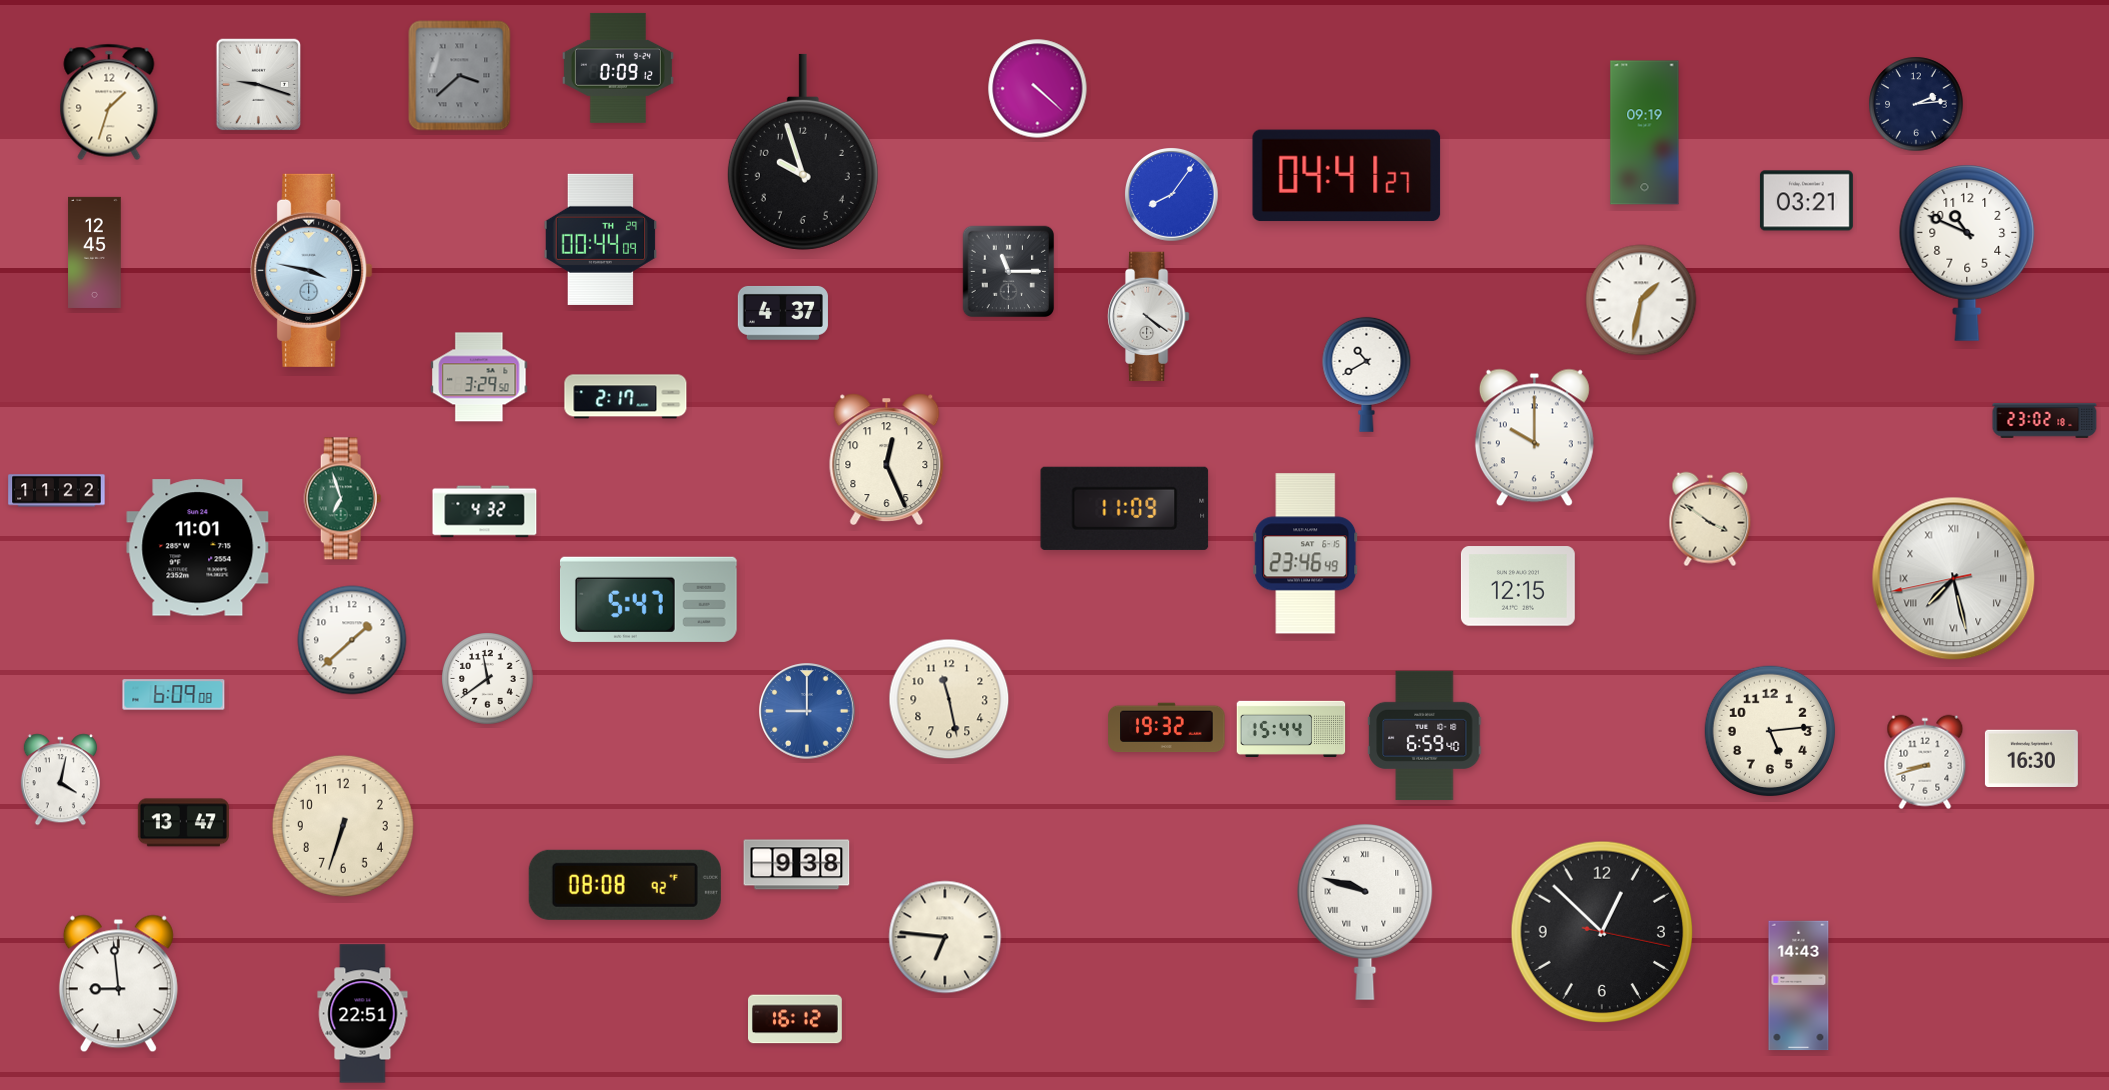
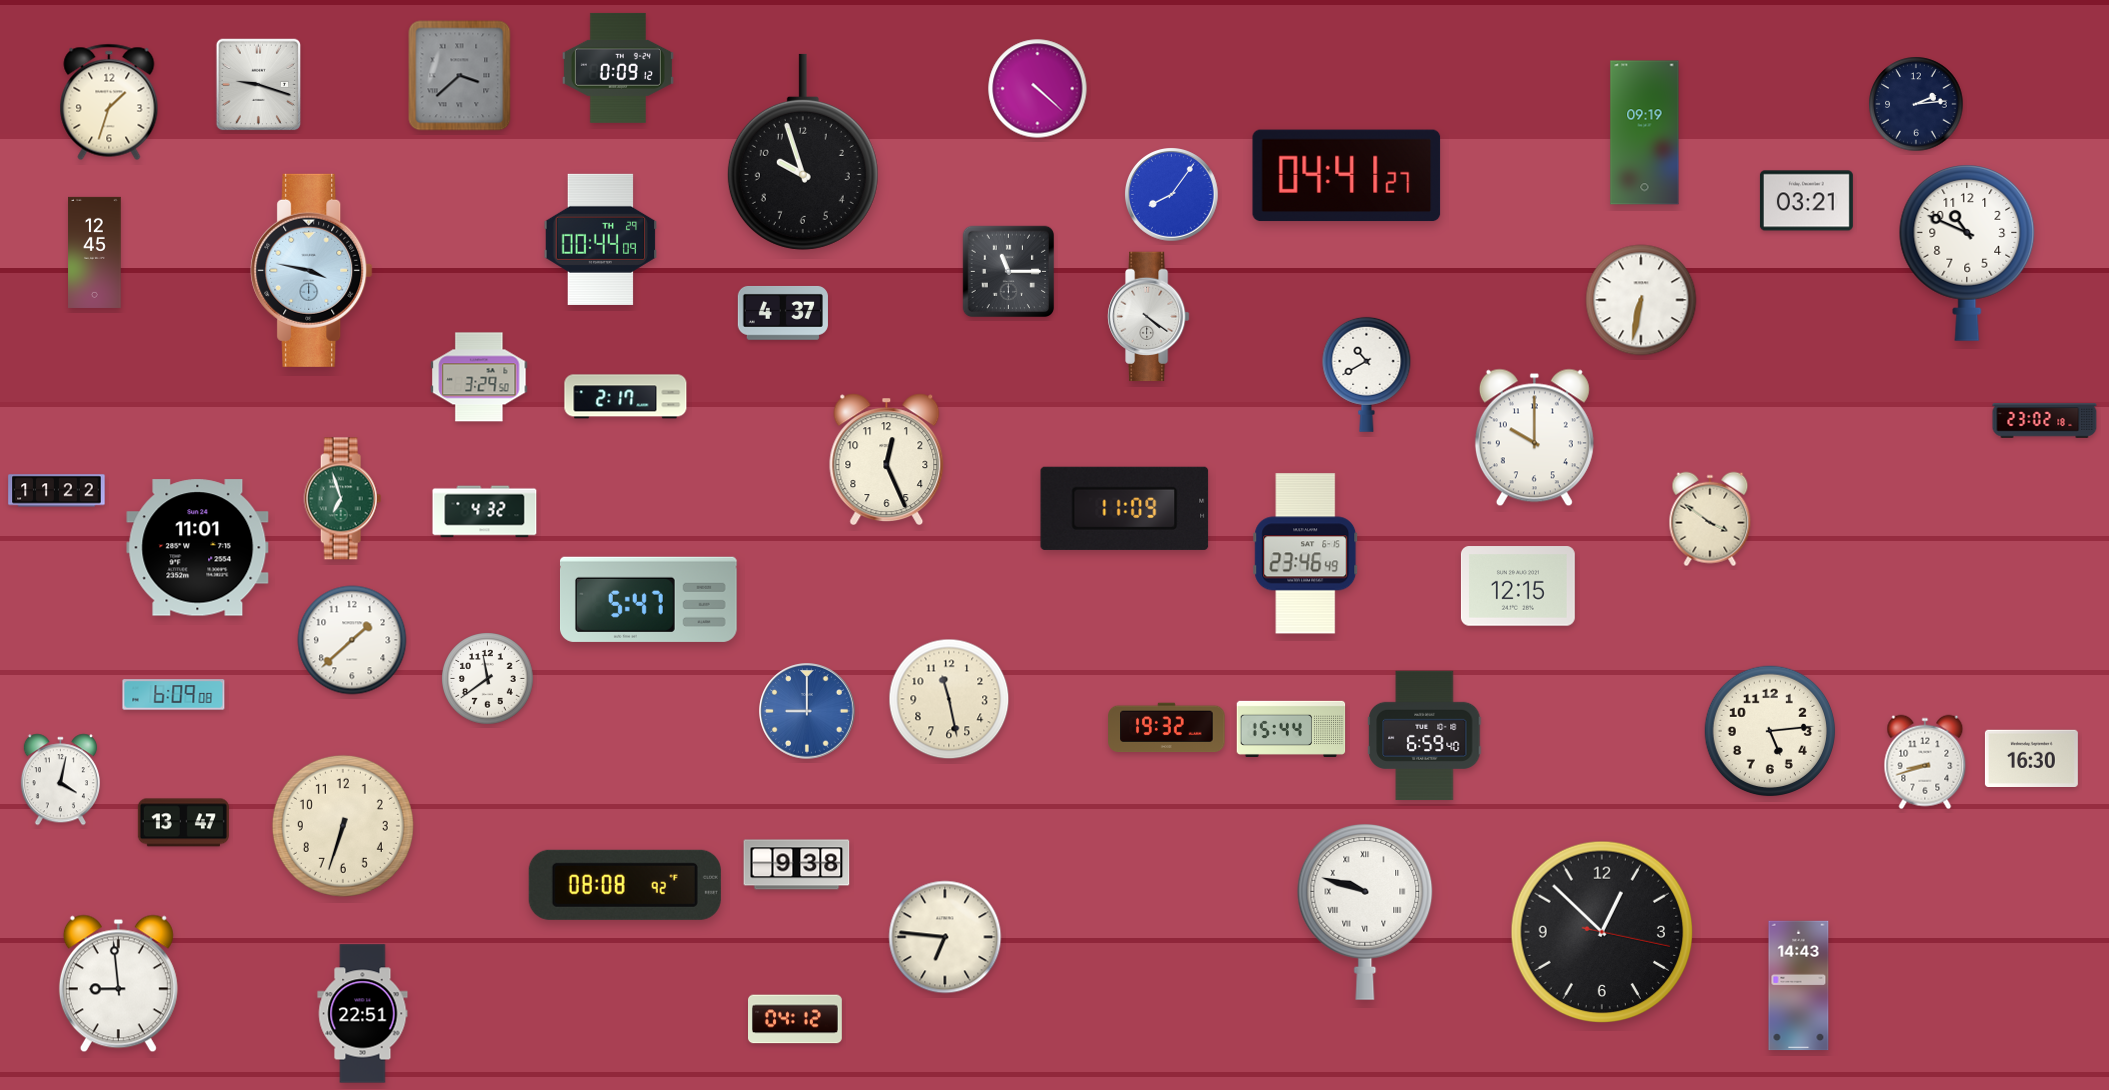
clock at (1641, 300): 1:32 -> 6:32
clock at (1954, 579): 7:27 -> none
clock at (796, 1019): 16:12 -> 04:12
